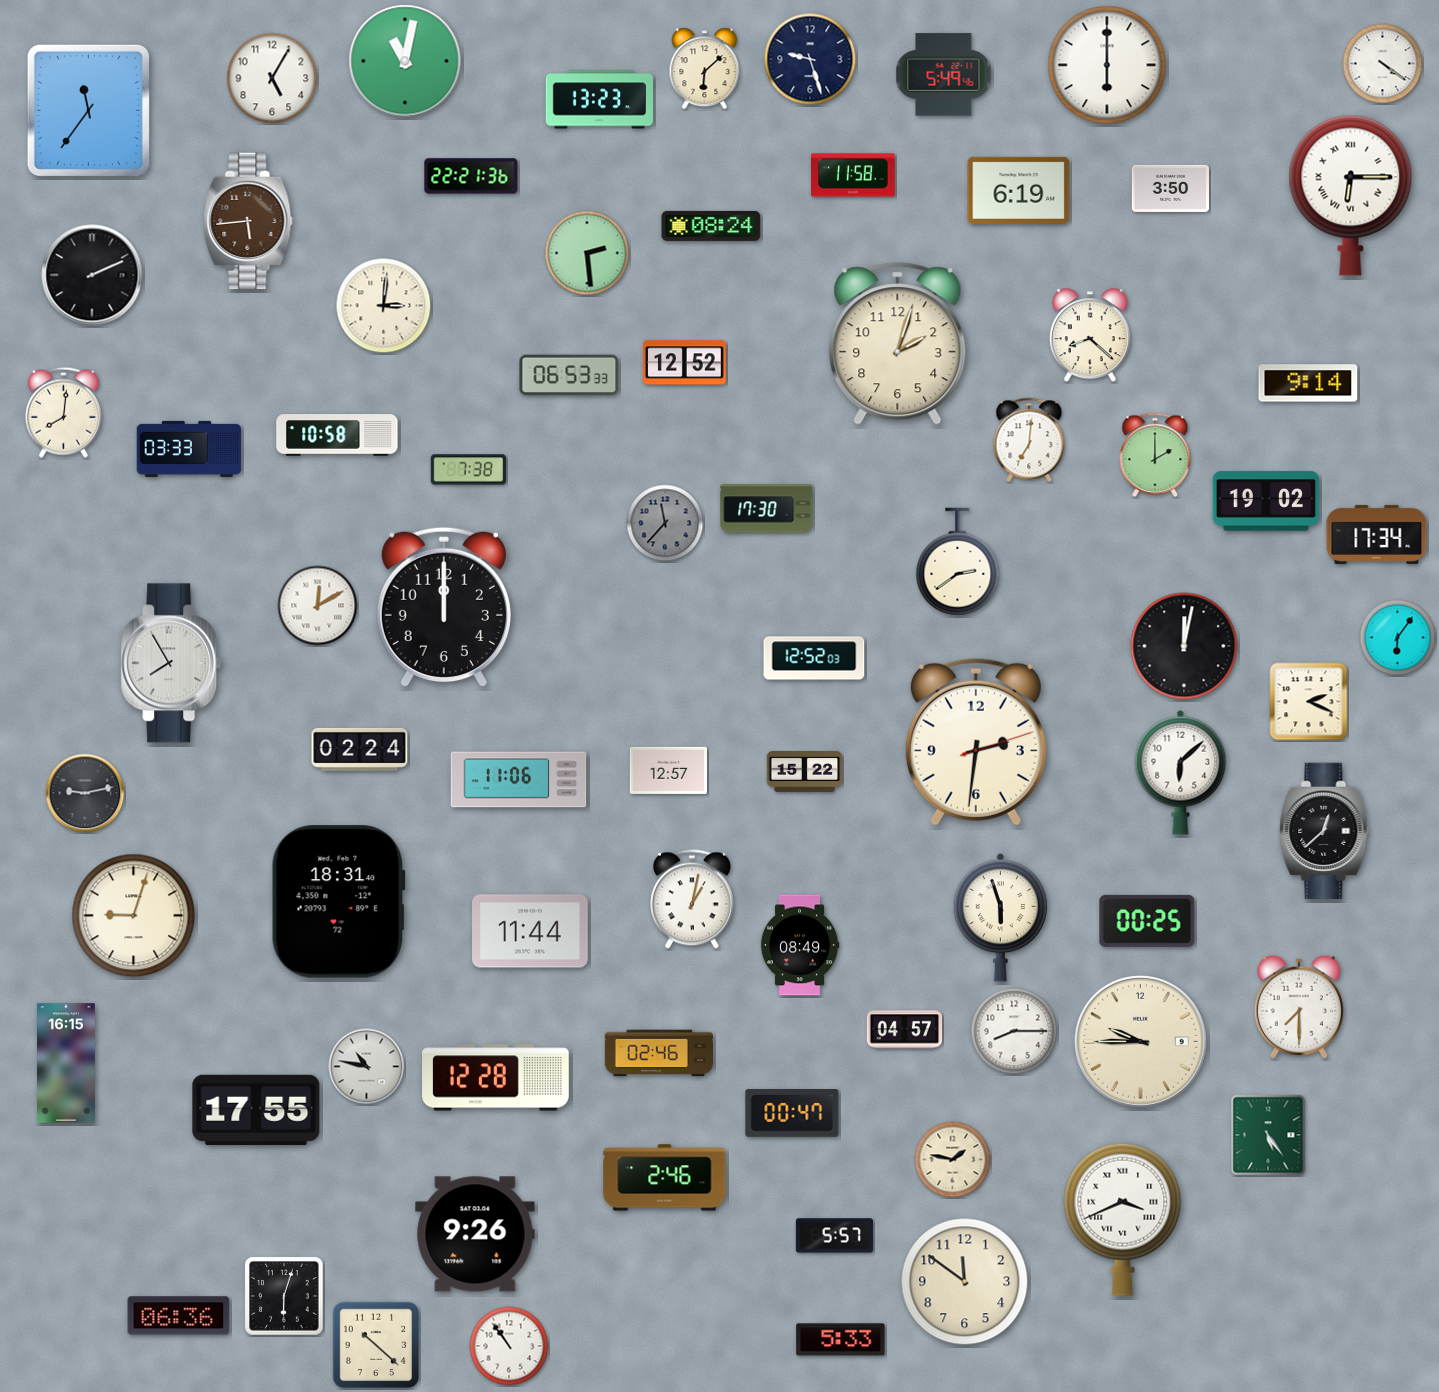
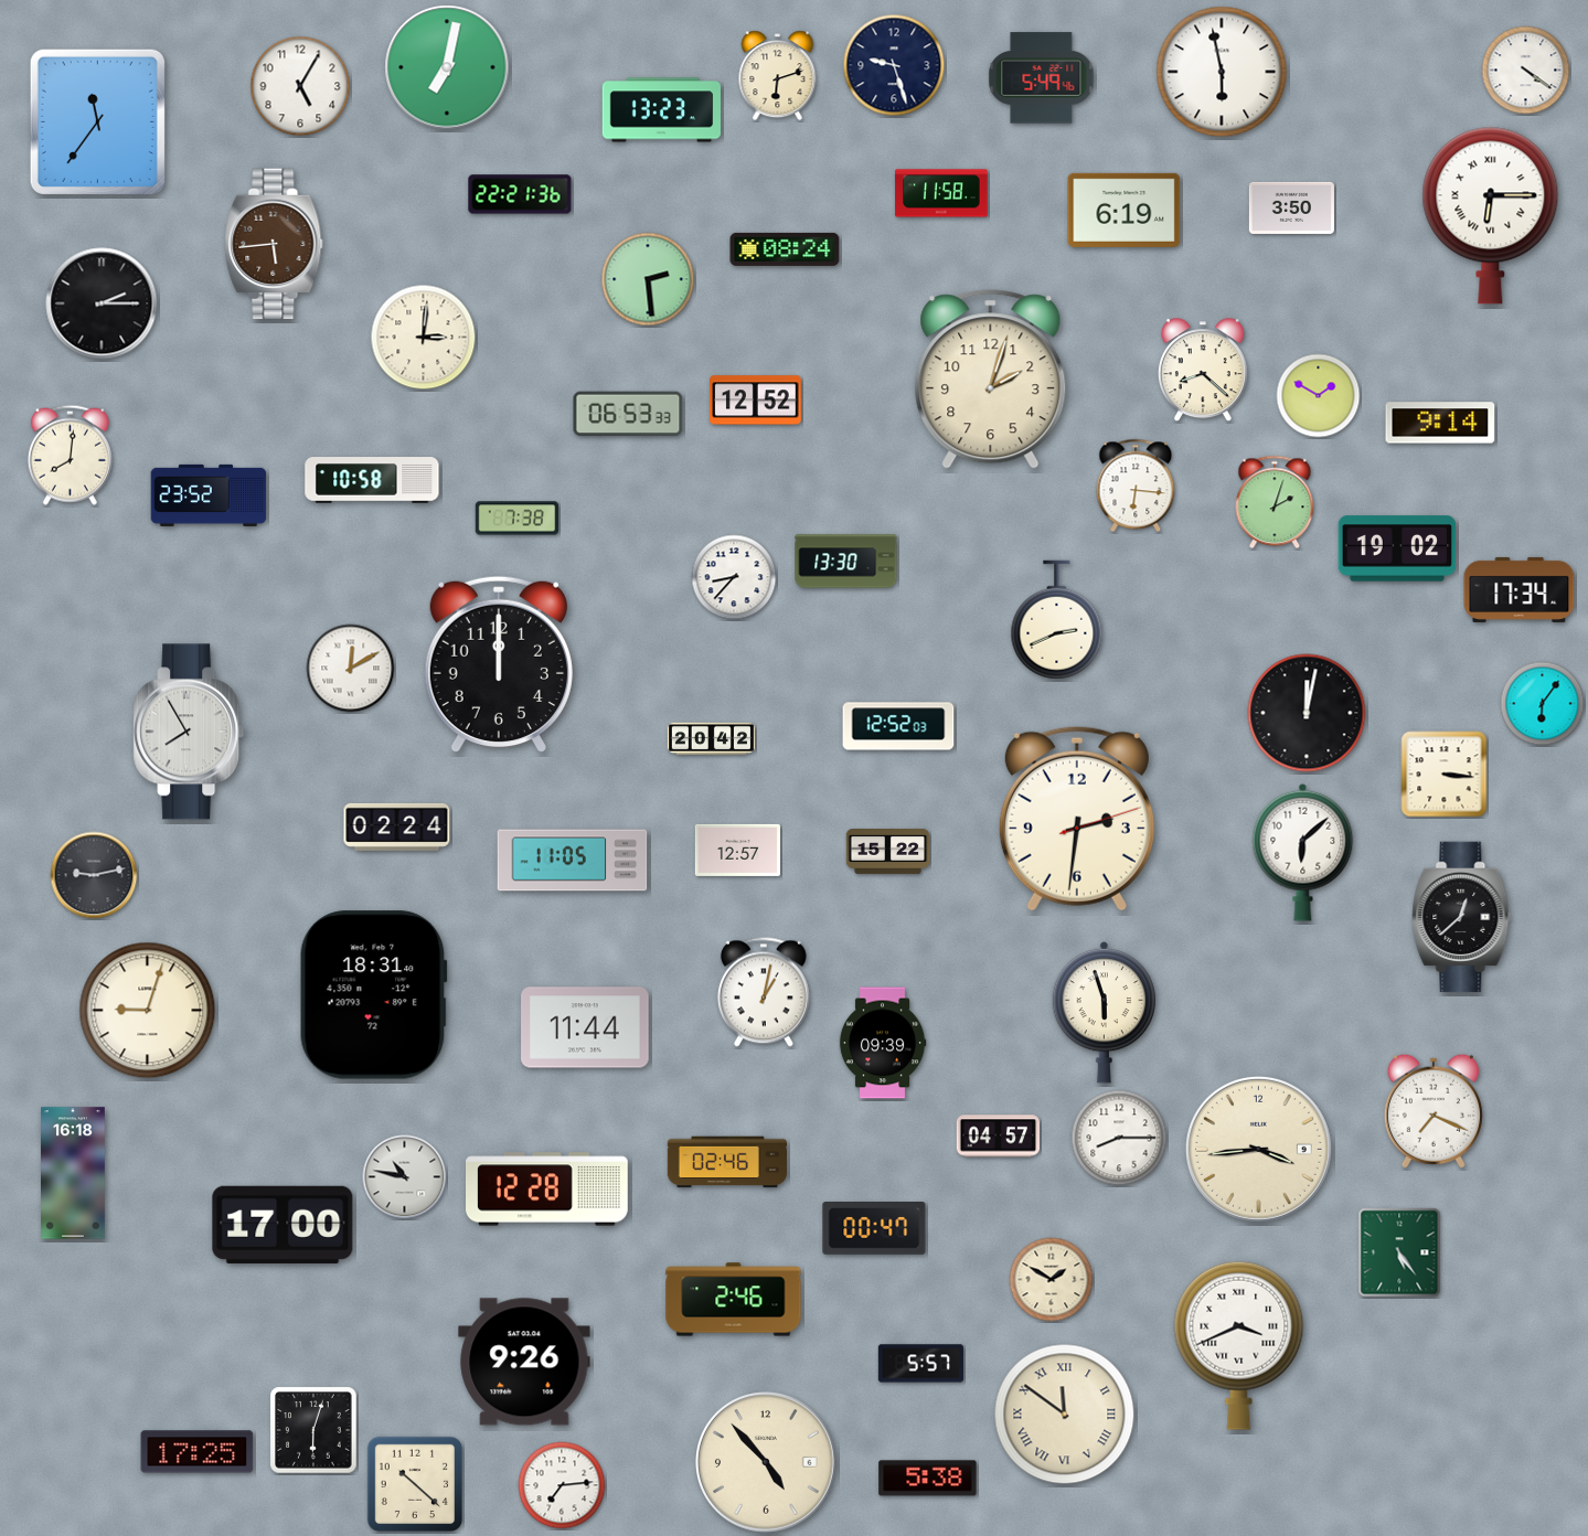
clock at (405, 61): 11:02 -> 7:02
clock at (1107, 65): 6:00 -> 5:58
clock at (705, 69): 6:08 -> 6:12
clock at (944, 75) position: (944, 75) -> (1042, 78)
clock at (92, 275): 2:11 -> 2:15
clock at (1319, 396): none -> 1:50
clock at (1308, 383) position: (1308, 383) -> (1440, 423)
clock at (1029, 440): 7:01 -> 6:16
clock at (189, 449): 03:33 -> 23:52
clock at (1155, 455): 2:00 -> 2:03
clock at (1266, 501) position: (1266, 501) -> (1397, 548)
clock at (767, 509): 17:30 -> 13:30
clock at (665, 523): 11:37 -> 8:37
clock at (665, 523) dial: grey -> white
clock at (958, 562): 2:39 -> 2:41
clock at (444, 607) position: (444, 607) -> (499, 664)
clock at (711, 739): none -> 20:42
clock at (1309, 702): 2:19 -> 3:16
clock at (519, 780): 11:06 -> 11:05
clock at (1147, 921): 00:25 -> none
clock at (800, 945): 08:49 -> 09:39
clock at (1299, 1007): 7:30 -> 7:19
clock at (1140, 1041): 9:45 -> 3:44
clock at (67, 1063): 16:15 -> 16:18
clock at (256, 1110): 17:55 -> 17:00
clock at (953, 1160): 1:47 -> 1:50
clock at (965, 1282) numerals: Arabic -> Roman
clock at (179, 1316): 06:36 -> 17:25
clock at (767, 1463): none -> 4:53
clock at (841, 1340): 5:33 -> 5:38
clock at (509, 1346): 10:54 -> 7:14
